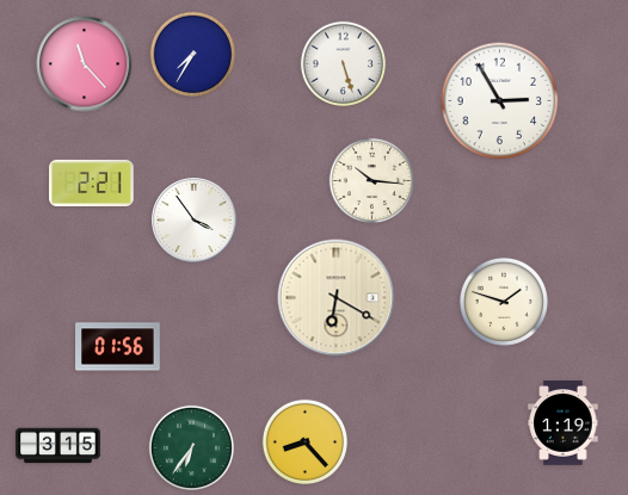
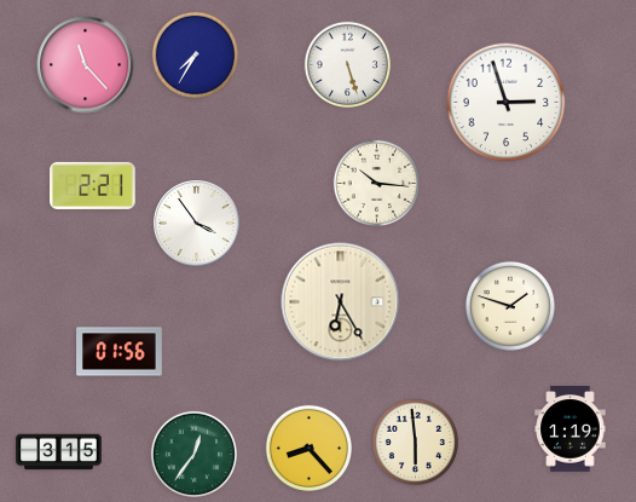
clock at (500, 101): 2:55 -> 2:57
clock at (337, 298): 6:20 -> 6:25
clock at (415, 442): none -> 5:59
clock at (191, 447): 6:36 -> 12:36
